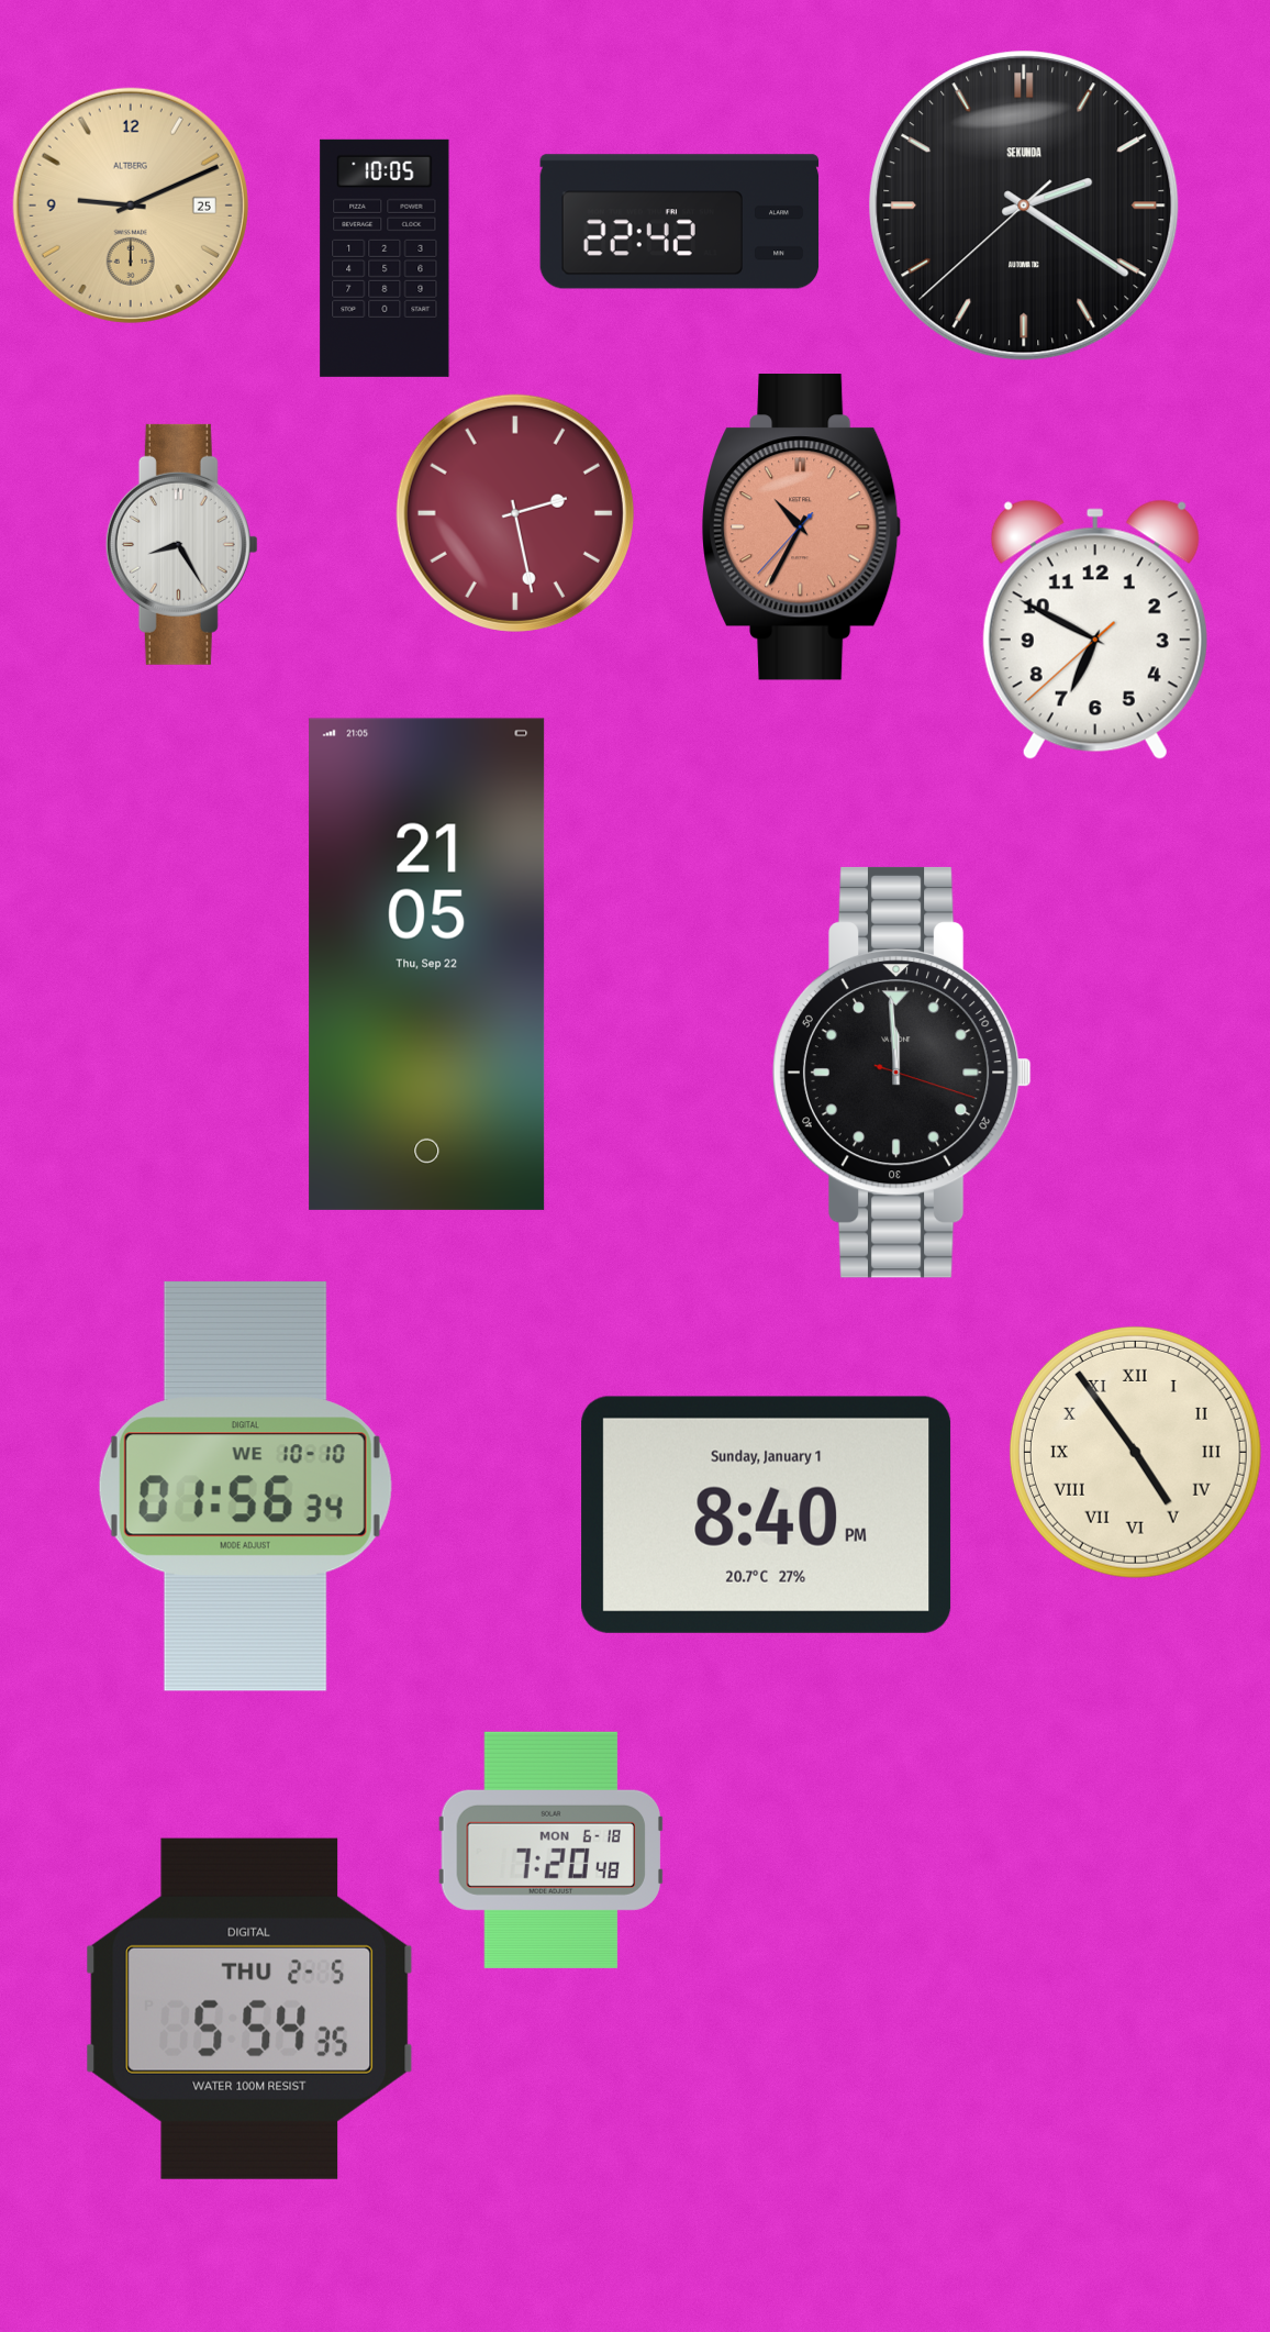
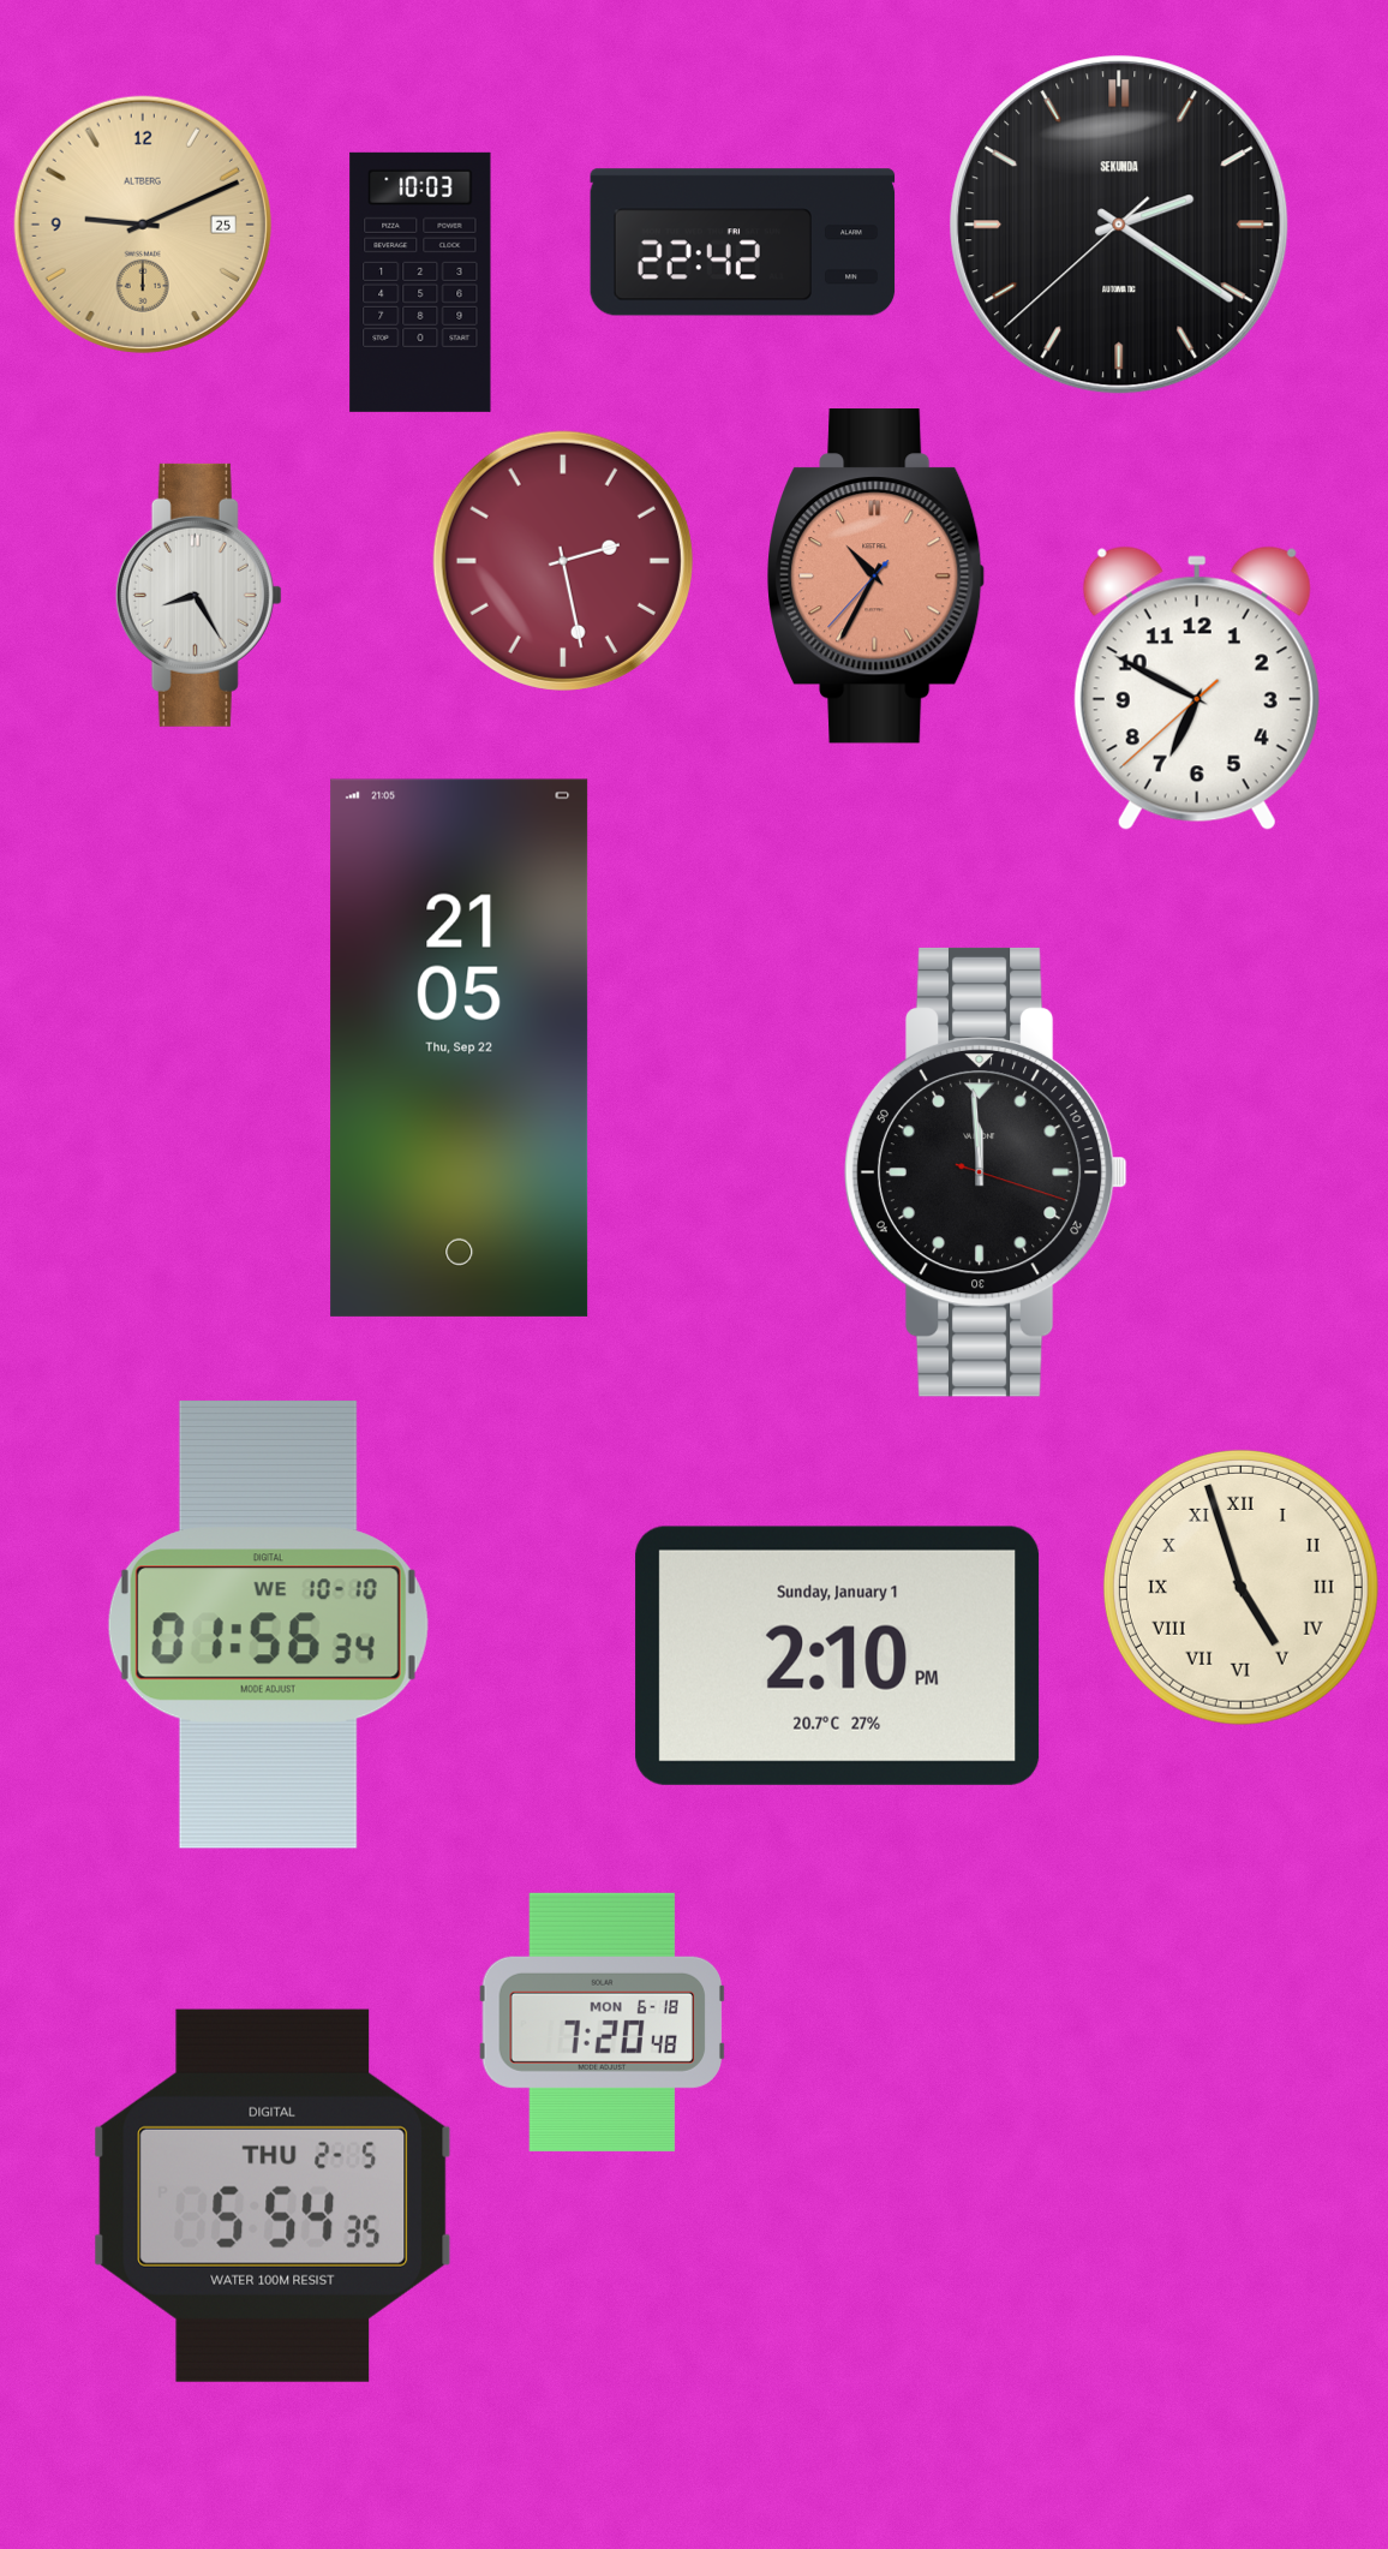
clock at (385, 258): 10:05 -> 10:03
clock at (427, 964) position: (427, 964) -> (460, 1047)
clock at (1135, 1452): 4:54 -> 4:57
clock at (767, 1514): 8:40 -> 2:10
